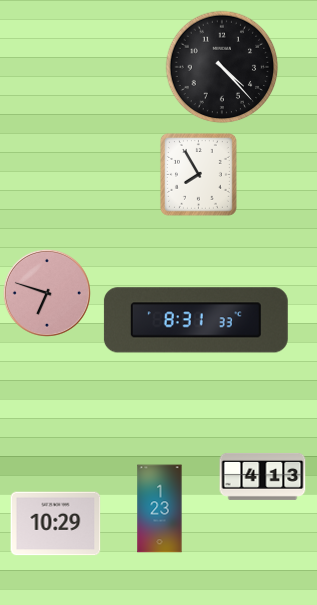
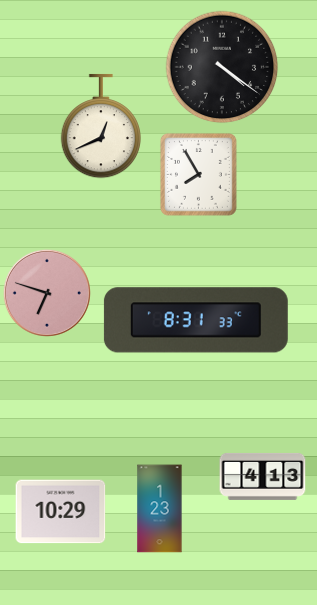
clock at (222, 67): 4:23 -> 4:21
clock at (100, 126): none -> 12:41
clock at (56, 524) position: (56, 524) -> (61, 512)
